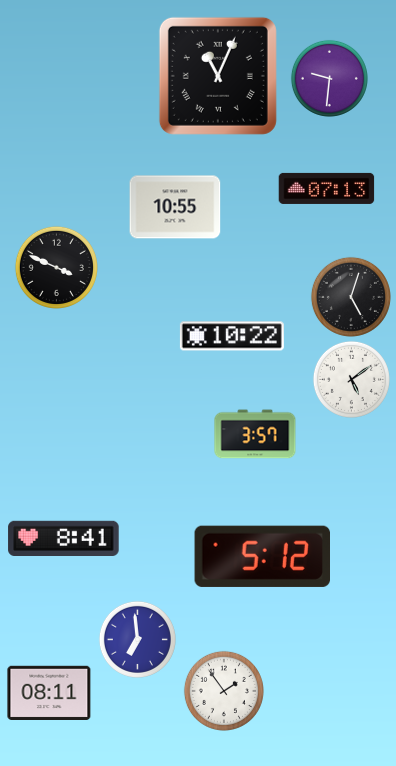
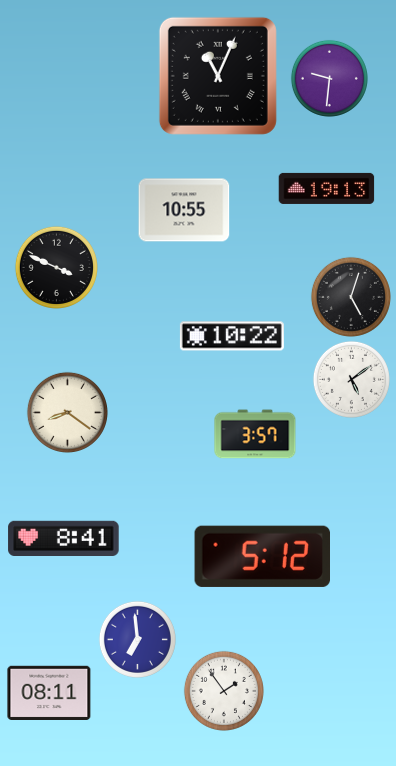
clock at (327, 188): 07:13 -> 19:13
clock at (175, 207) position: (175, 207) -> (184, 210)
clock at (67, 412): none -> 8:21
